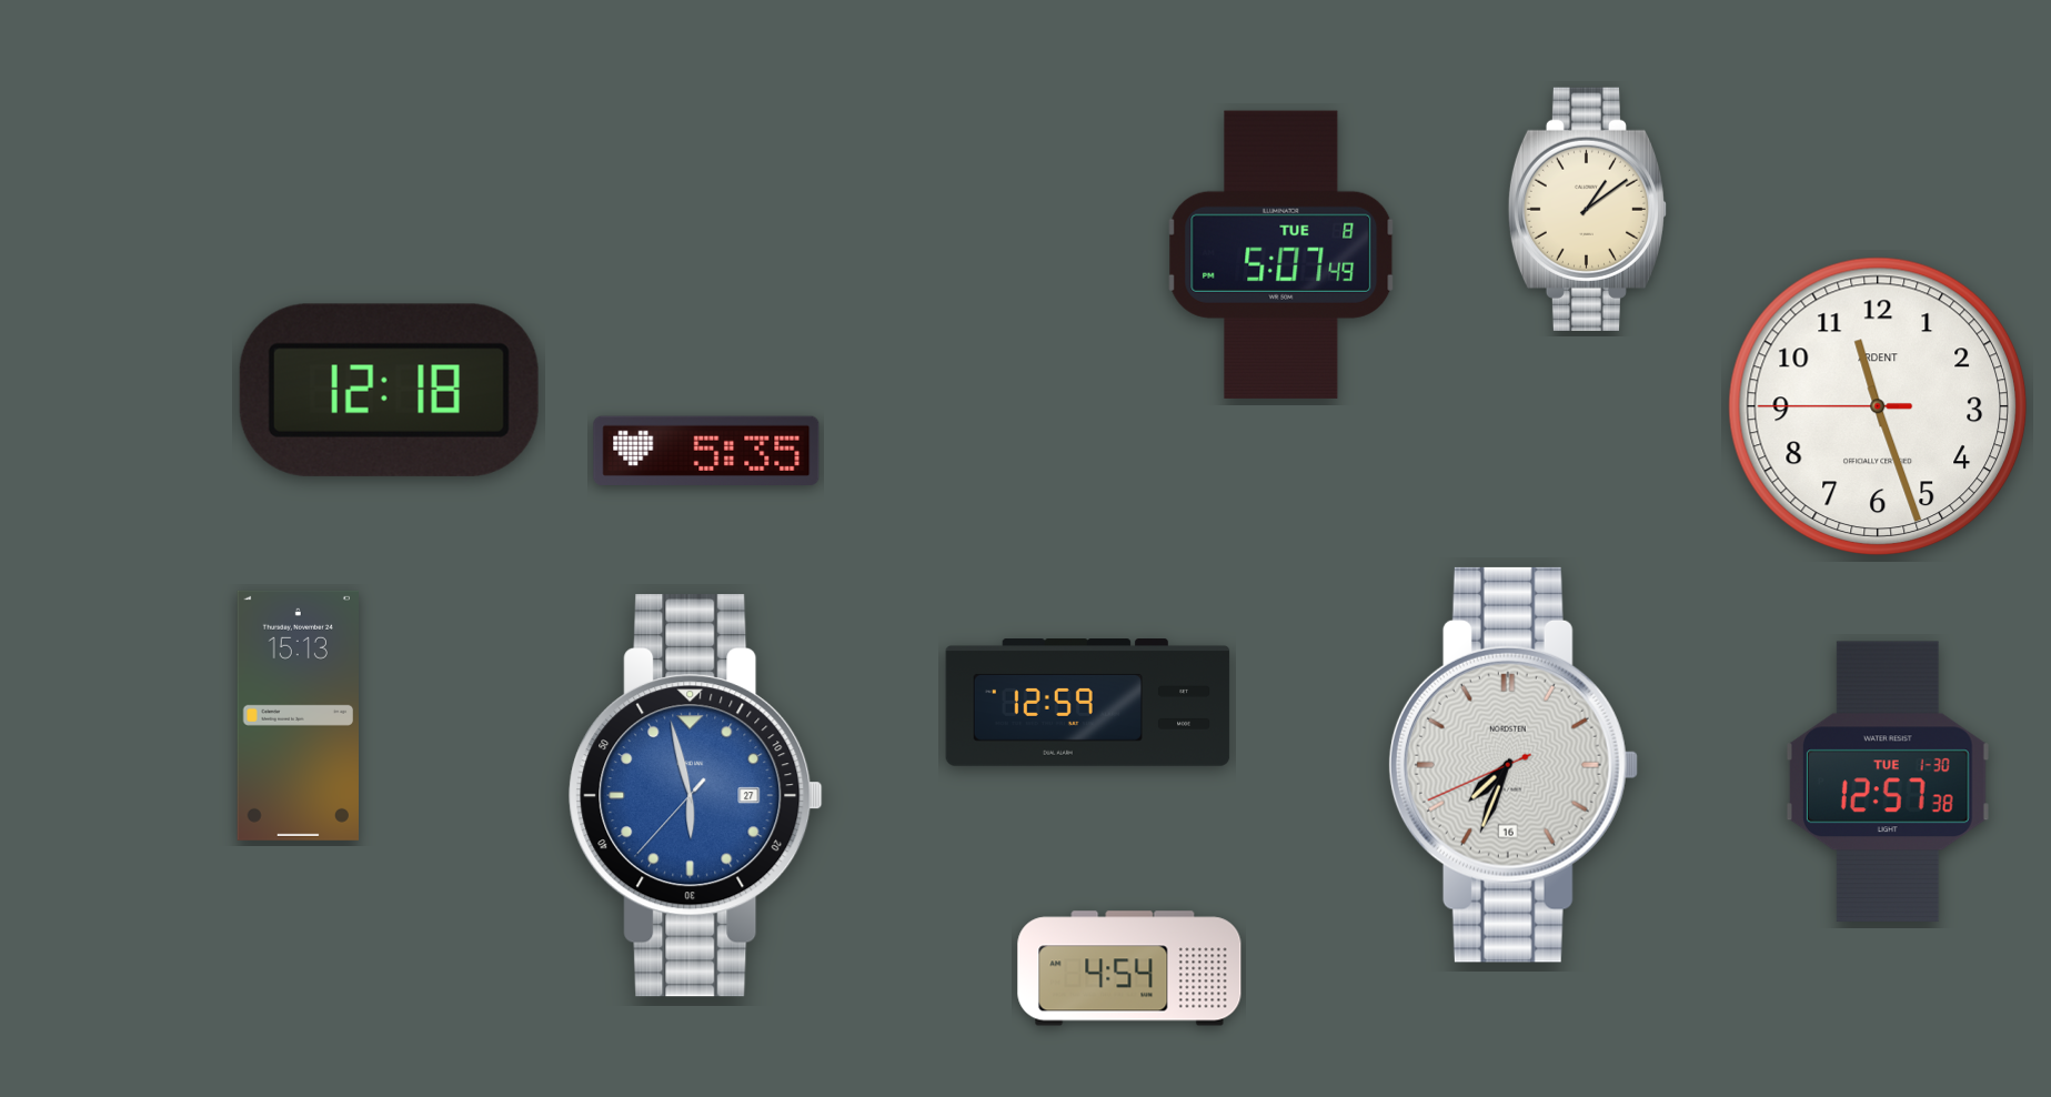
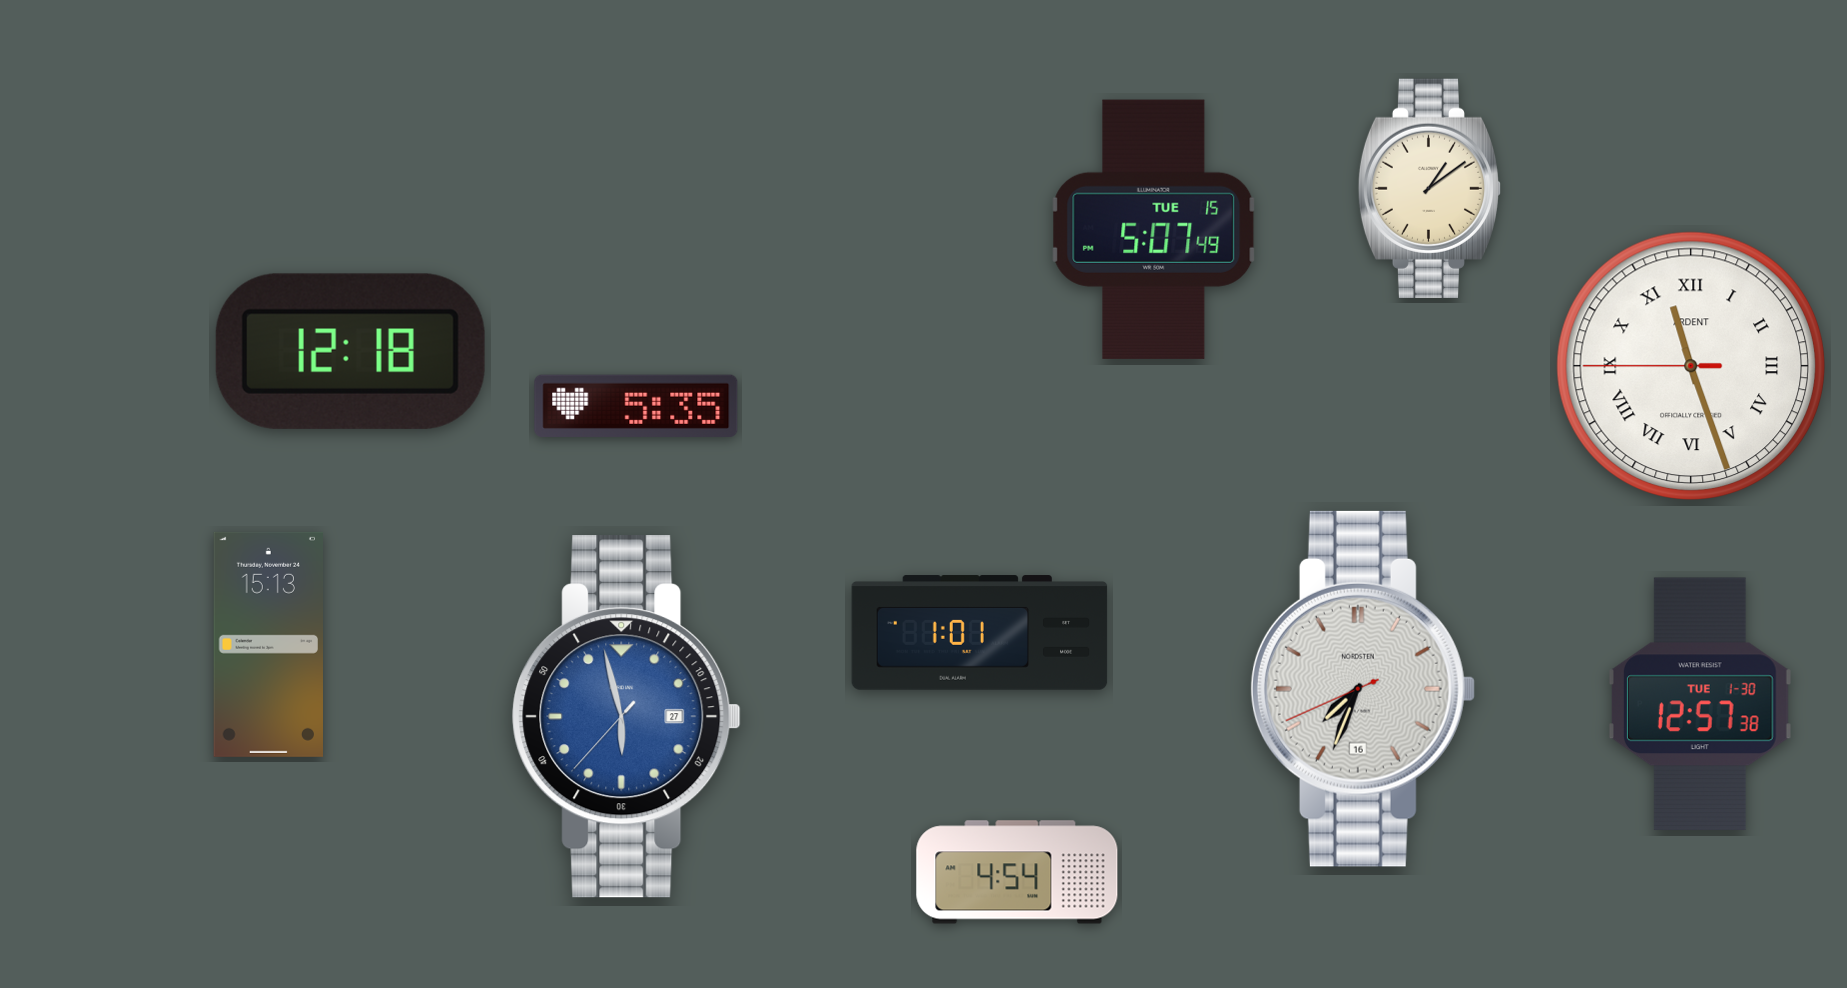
clock at (1281, 254) date: TUE 8 -> TUE 15
clock at (1877, 405) numerals: Arabic -> Roman
clock at (1088, 703): 12:59 -> 1:01
